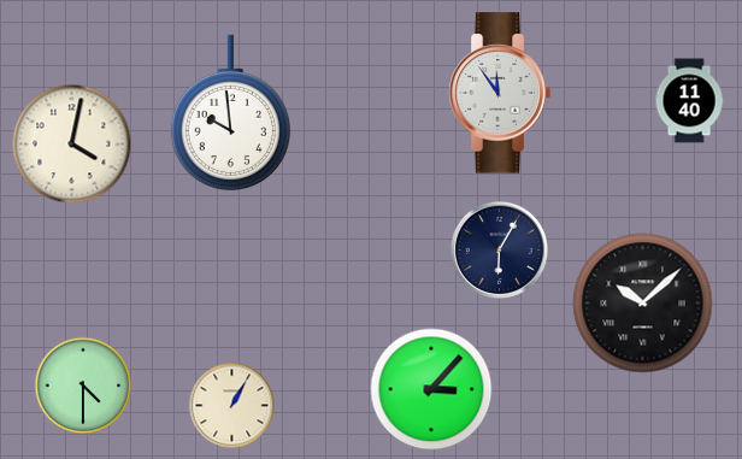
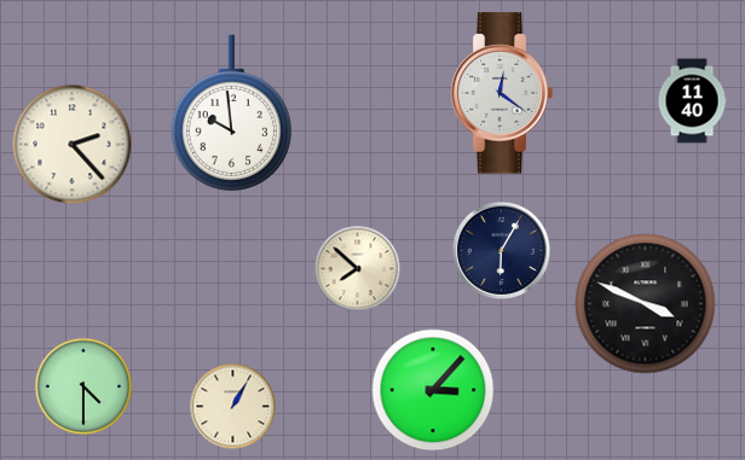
clock at (500, 93): 11:54 -> 12:21
clock at (72, 145): 4:02 -> 2:23
clock at (358, 269): none -> 7:52
clock at (643, 304): 10:08 -> 3:49
